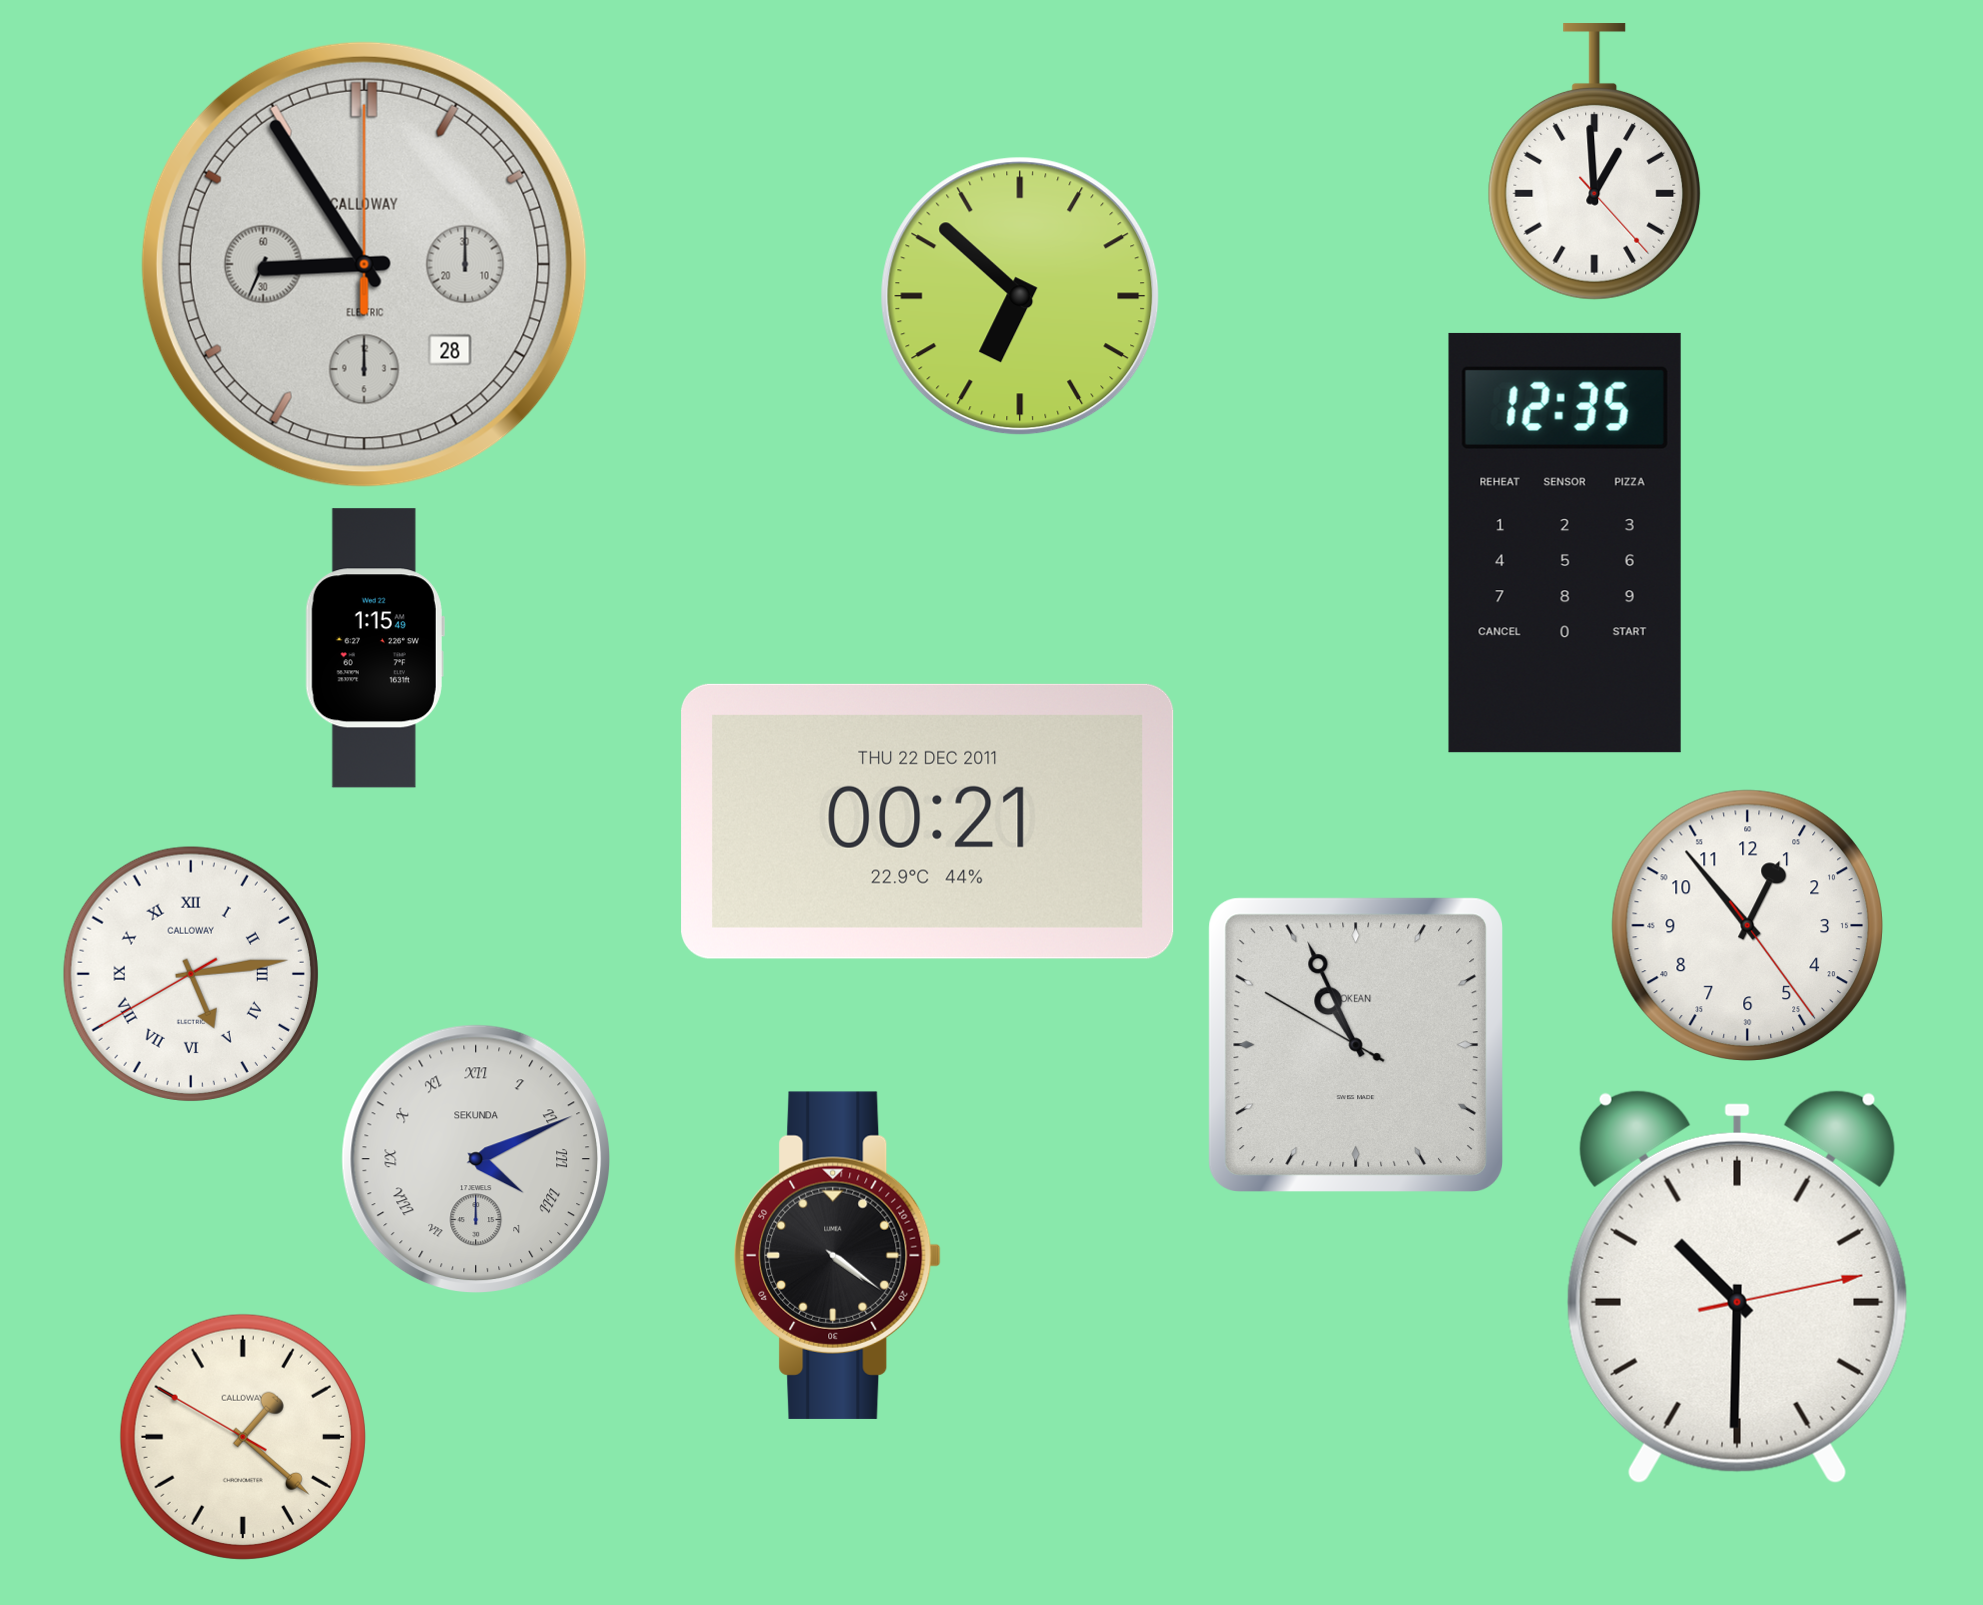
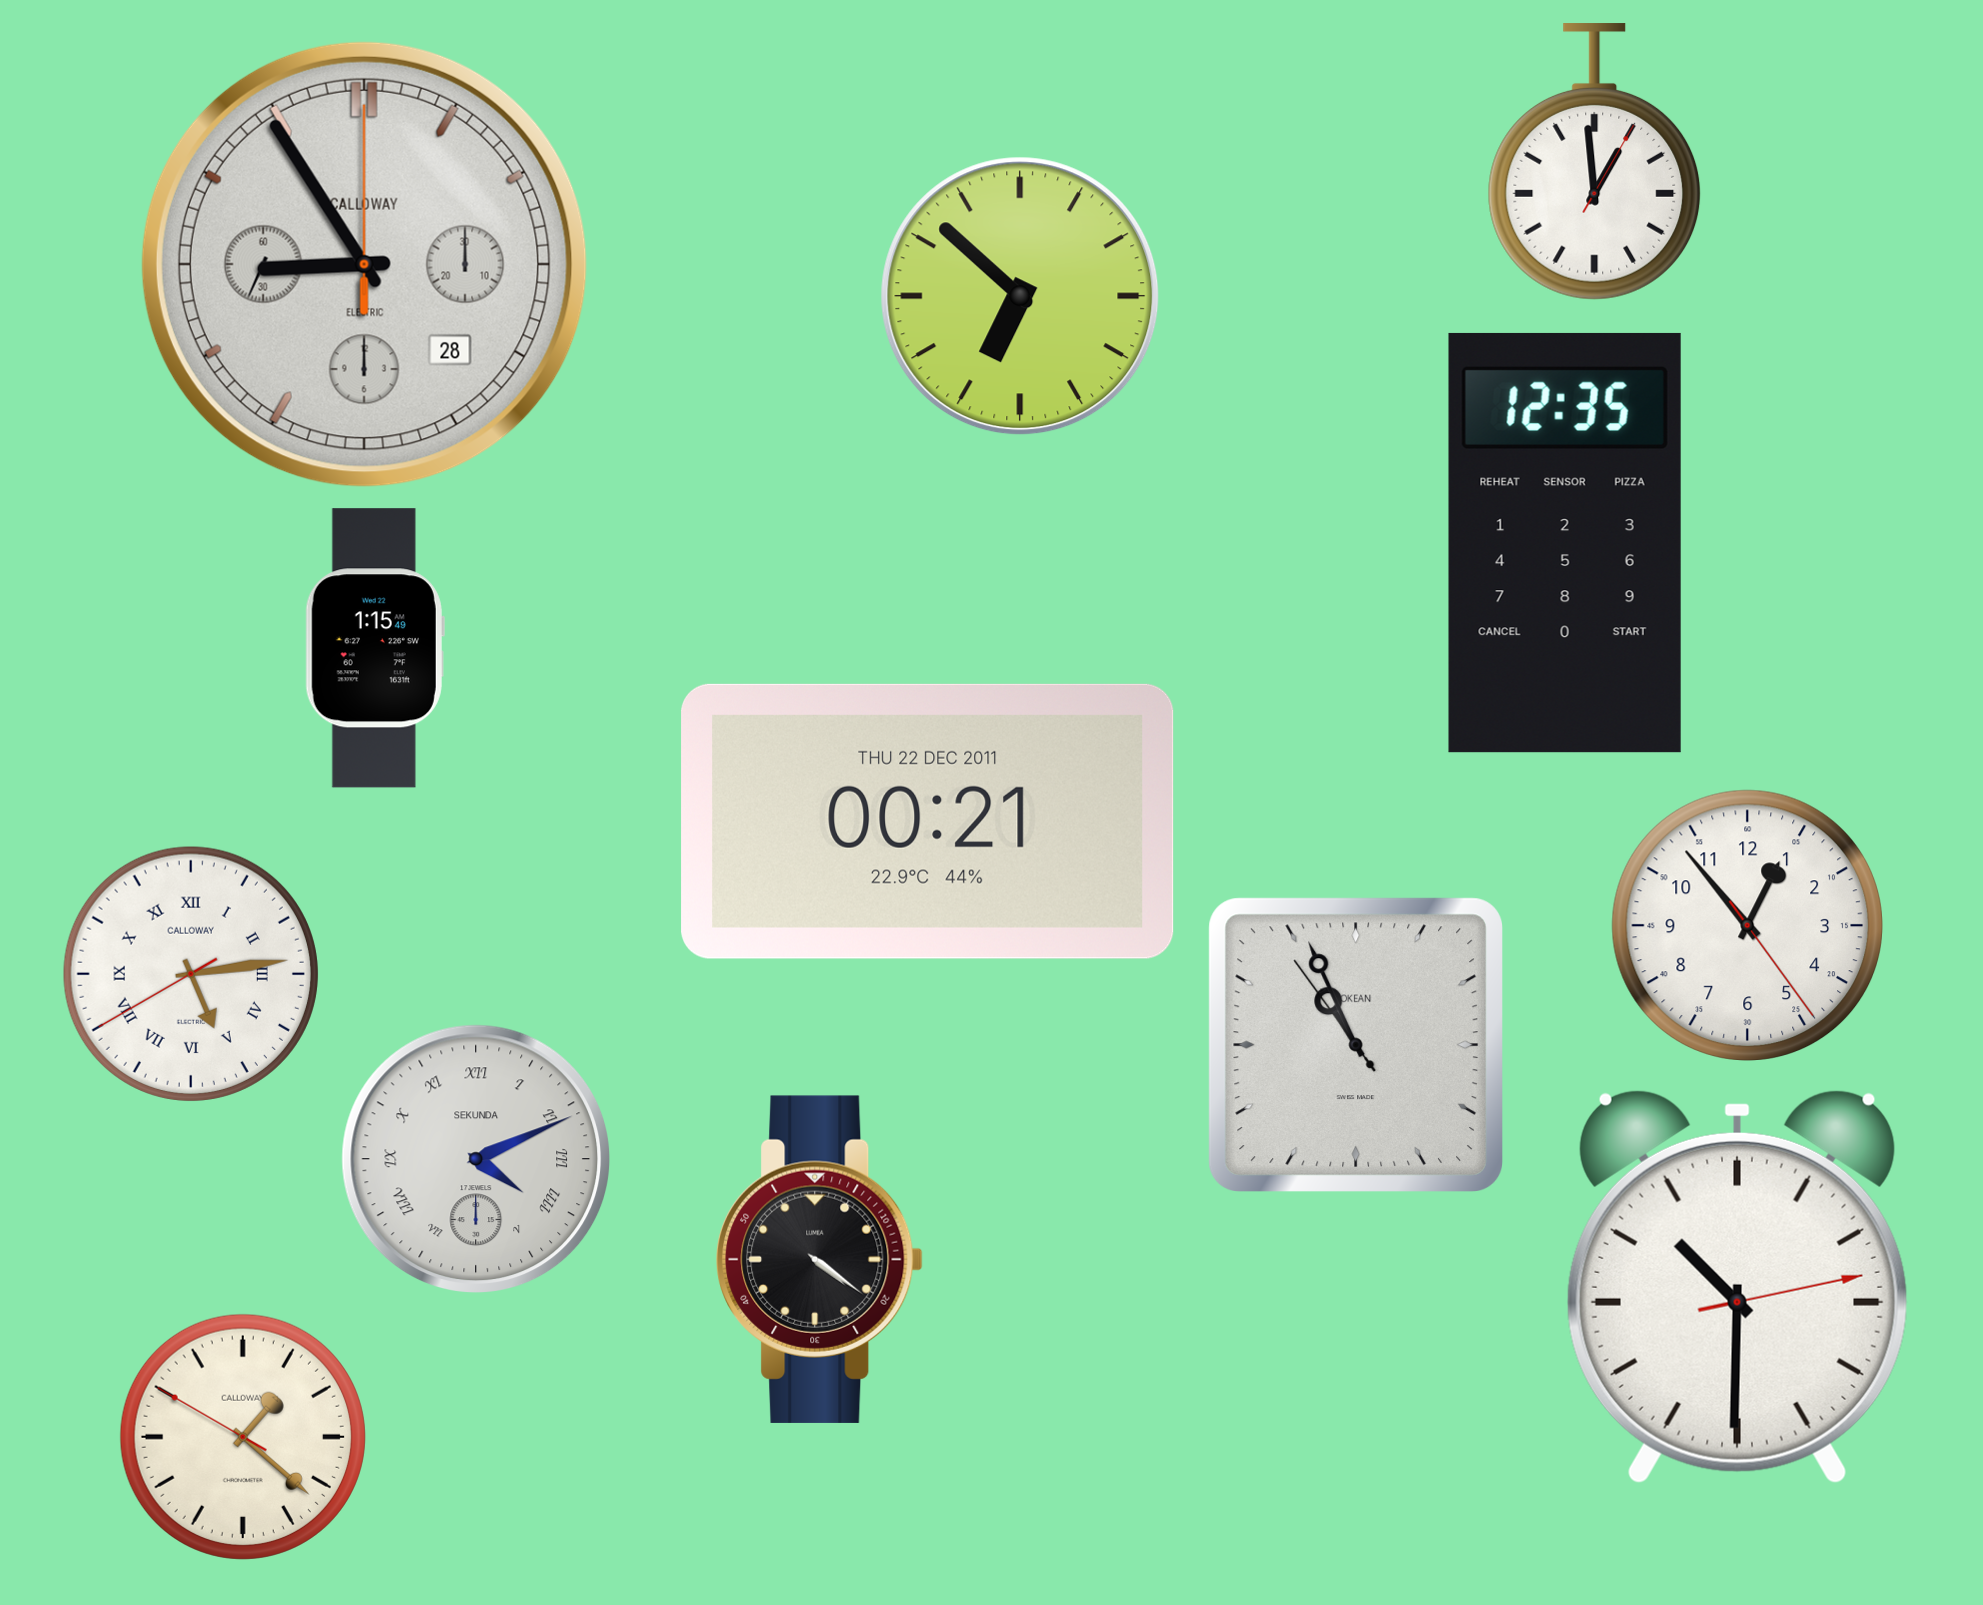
clock at (1595, 162): 12:59:23 -> 12:59:05
clock at (1355, 1044): 10:55:50 -> 10:55:54
clock at (838, 1255) position: (838, 1255) -> (820, 1259)
